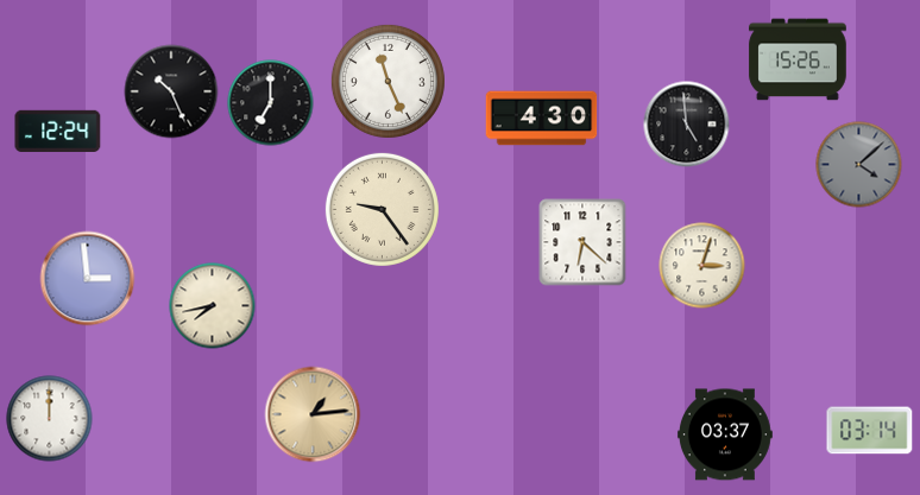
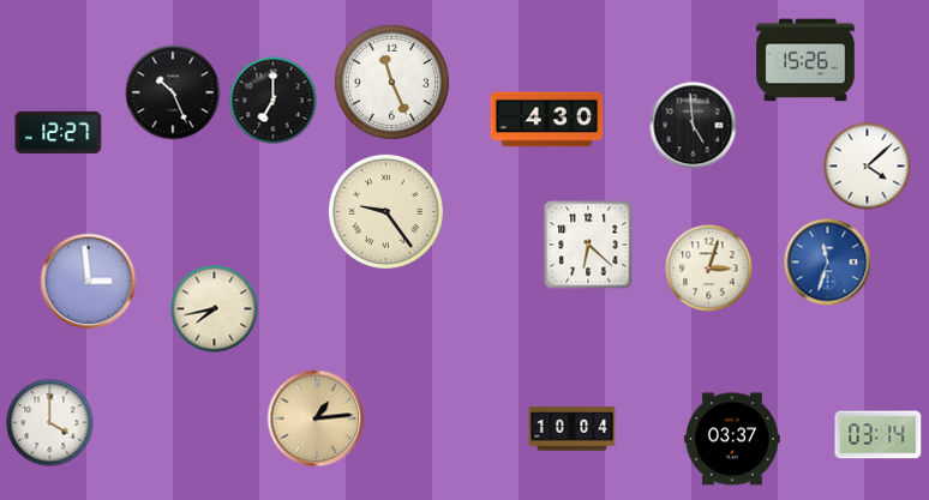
clock at (271, 103) position: (271, 103) -> (274, 101)
clock at (58, 131): 12:24 -> 12:27
clock at (859, 165) dial: grey -> white
clock at (828, 263): none -> 11:33
clock at (50, 419): 12:00 -> 4:00
clock at (573, 429): none -> 10:04
